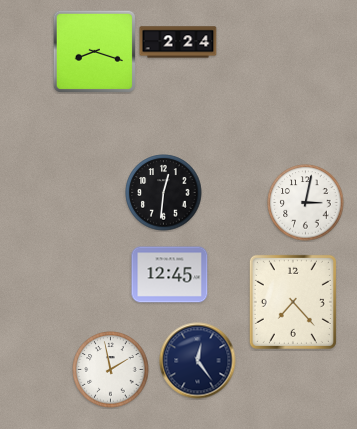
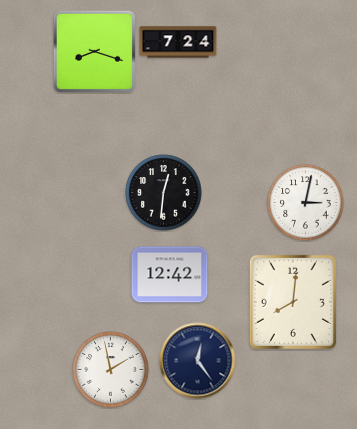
clock at (178, 42): 2:24 -> 7:24
clock at (170, 275): 12:45 -> 12:42
clock at (293, 302): 7:23 -> 8:01
